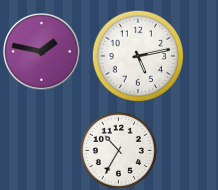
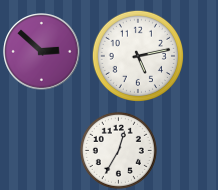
clock at (42, 52): 1:47 -> 2:52
clock at (118, 150): 10:35 -> 12:35
